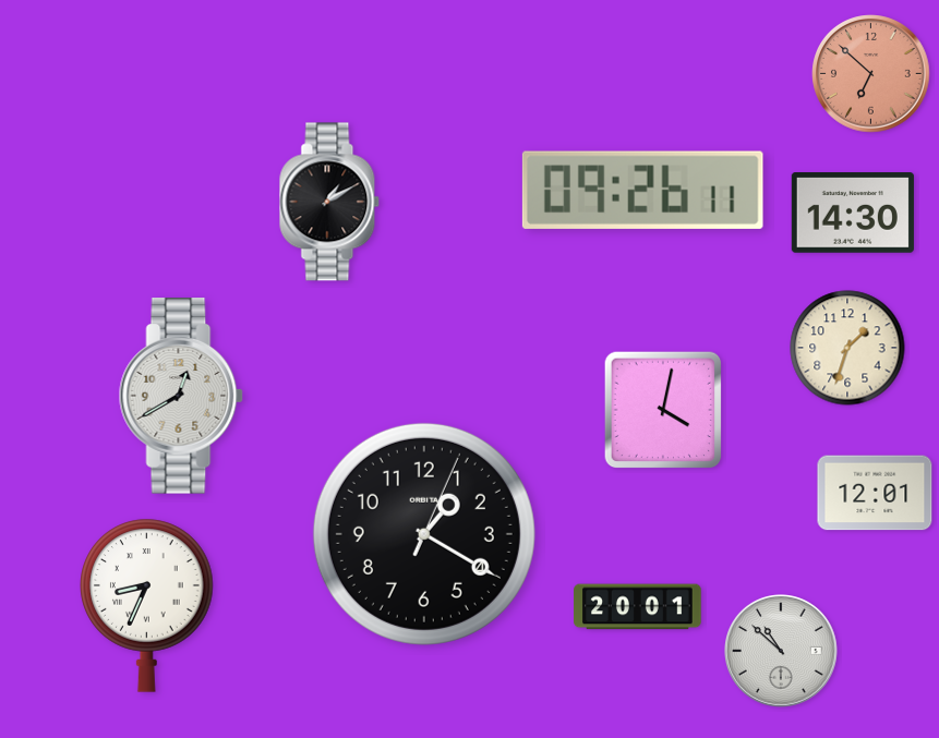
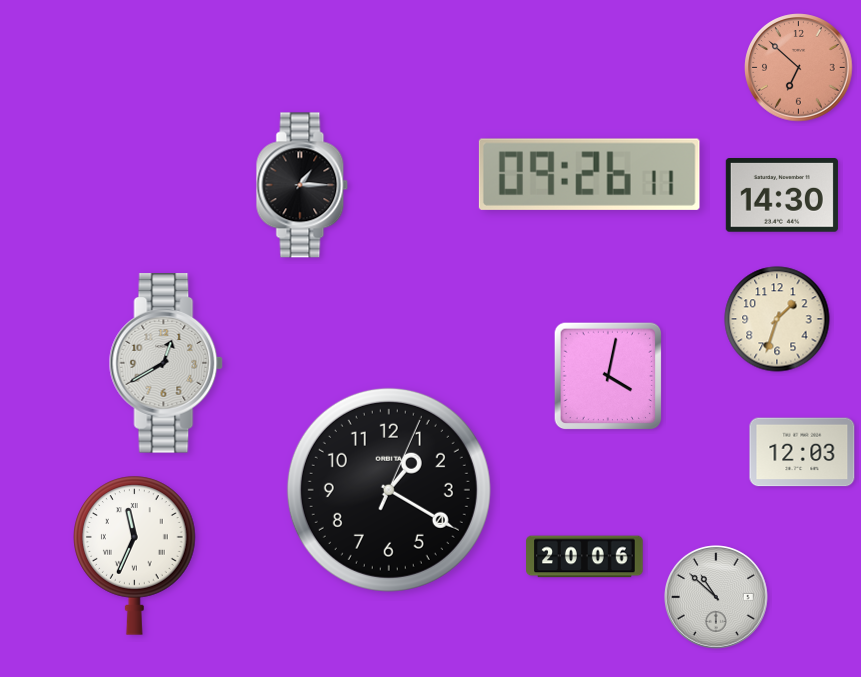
clock at (329, 202): 1:10 -> 1:15
clock at (875, 493): 12:01 -> 12:03
clock at (147, 605): 8:34 -> 11:34
clock at (638, 607): 20:01 -> 20:06
